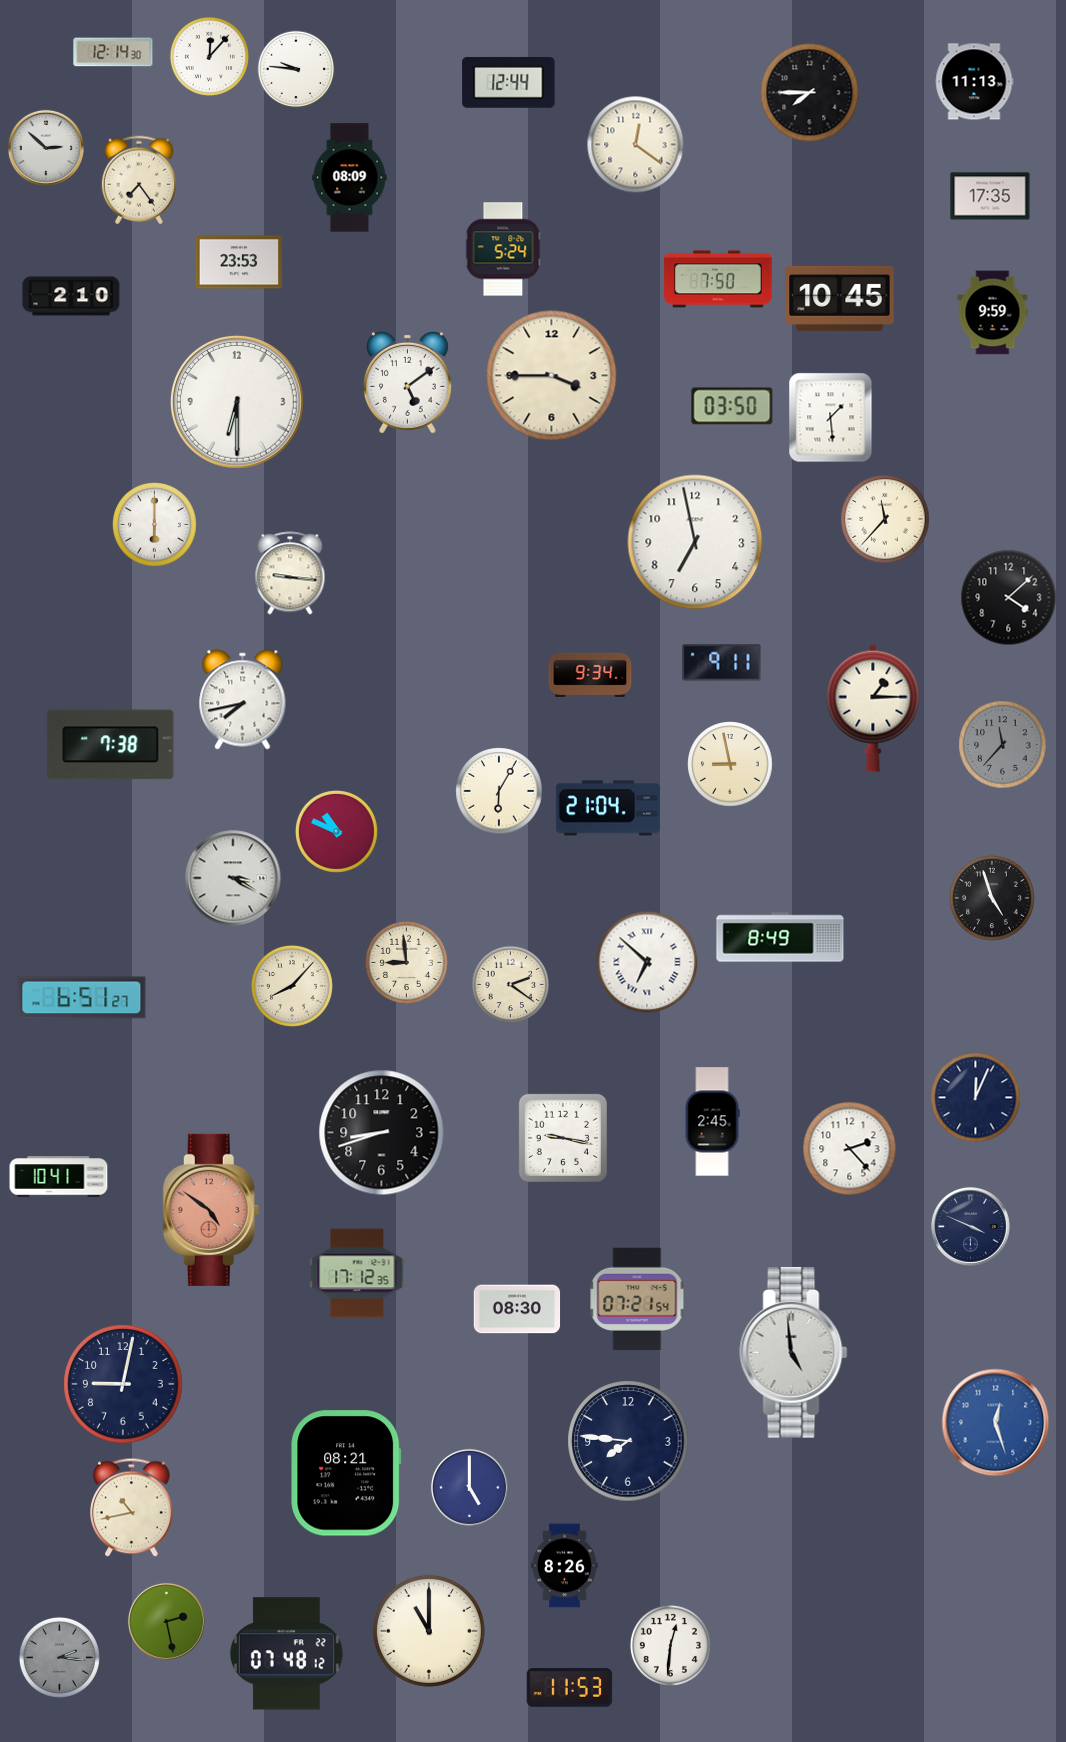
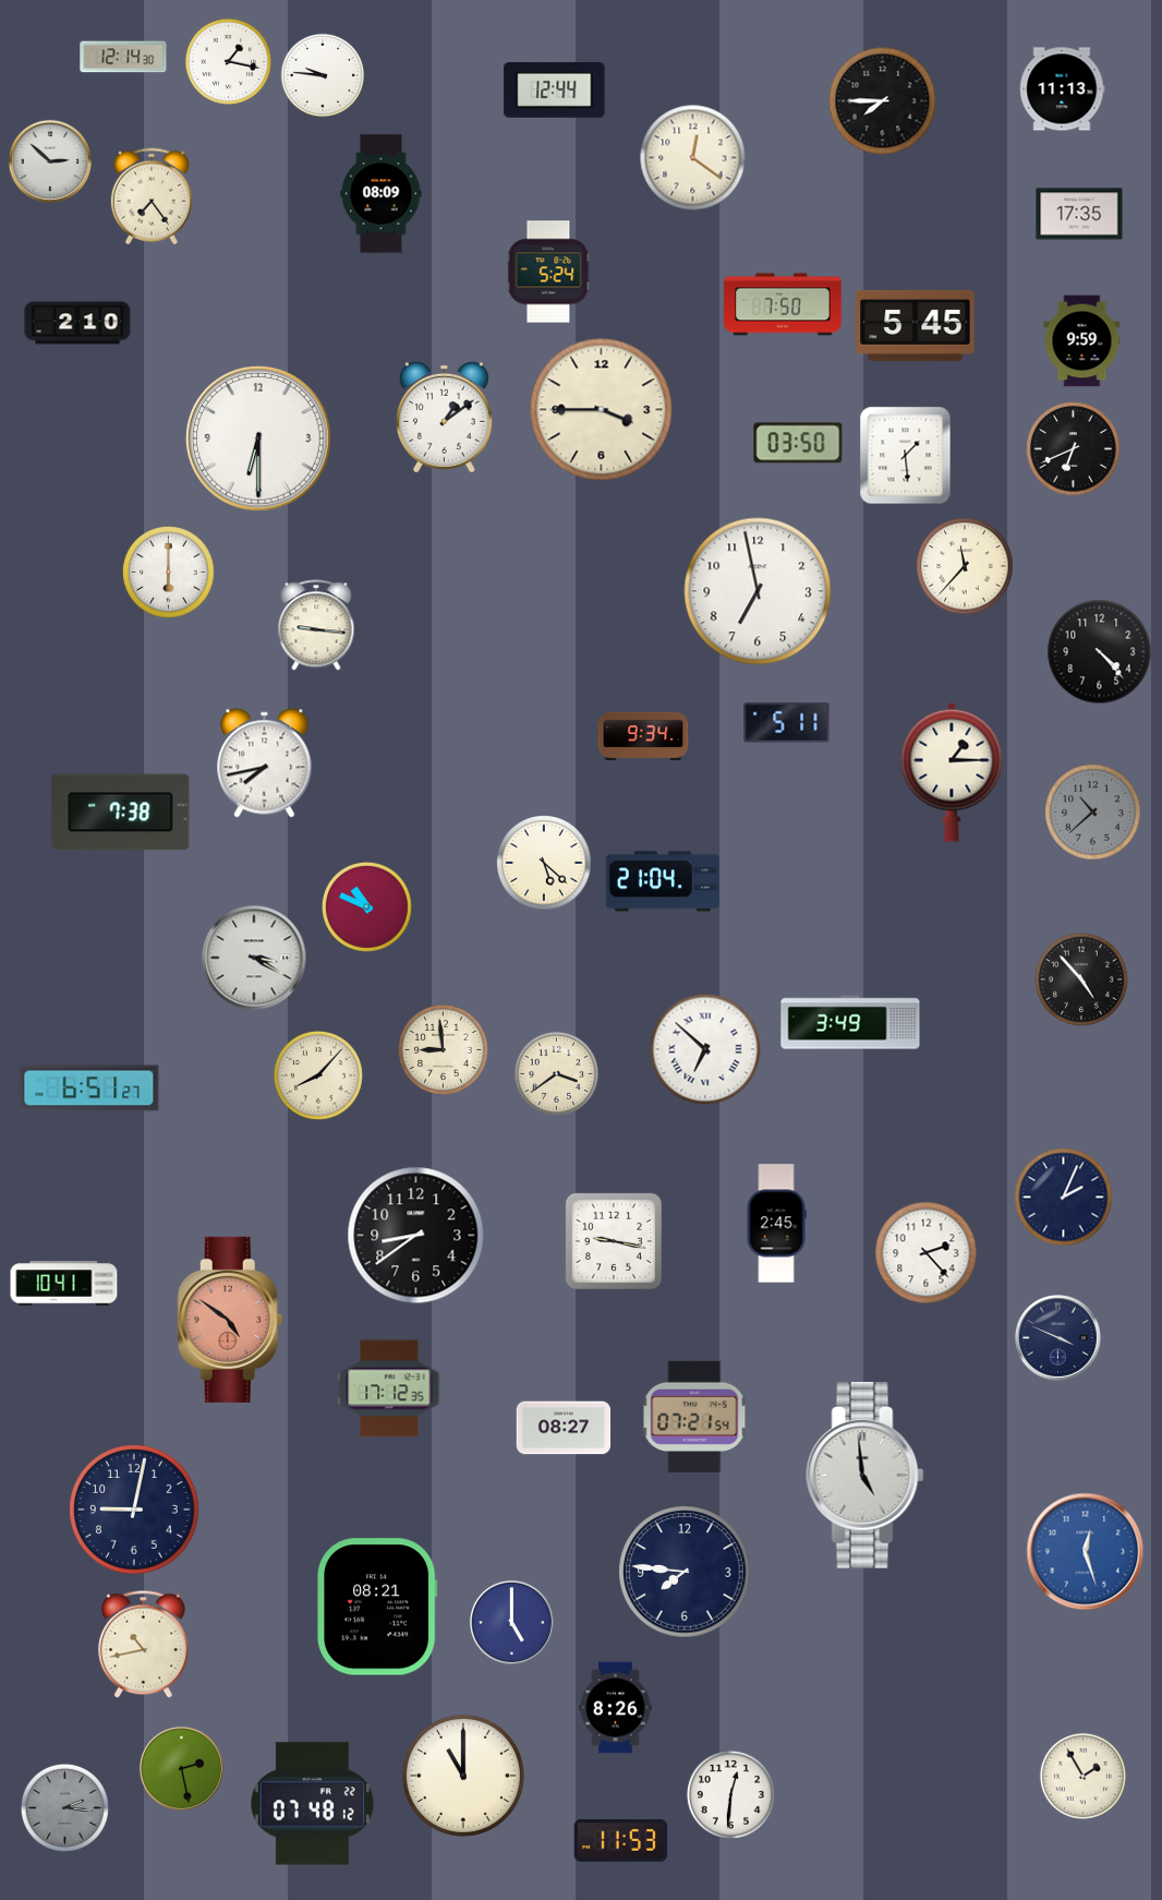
clock at (209, 56): 12:07 -> 1:17
clock at (239, 262): 23:53 -> none
clock at (840, 298): 10:45 -> 5:45
clock at (407, 382): 5:09 -> 1:09
clock at (1074, 449): none -> 6:41
clock at (1009, 598): 4:08 -> 4:23
clock at (722, 663): 9:11 -> 5:11
clock at (1003, 745): 11:37 -> 10:38
clock at (730, 764): 8:58 -> none
clock at (499, 791): 6:05 -> 5:22
clock at (992, 898): 4:57 -> 4:53
clock at (780, 937): 8:49 -> 3:49
clock at (511, 985): 2:21 -> 3:39
clock at (976, 1098): 12:04 -> 2:04
clock at (382, 1133): 8:42 -> 8:39
clock at (517, 1309): 08:30 -> 08:27
clock at (1082, 1776): none -> 1:55
clock at (429, 1631) position: (429, 1631) -> (463, 1776)
